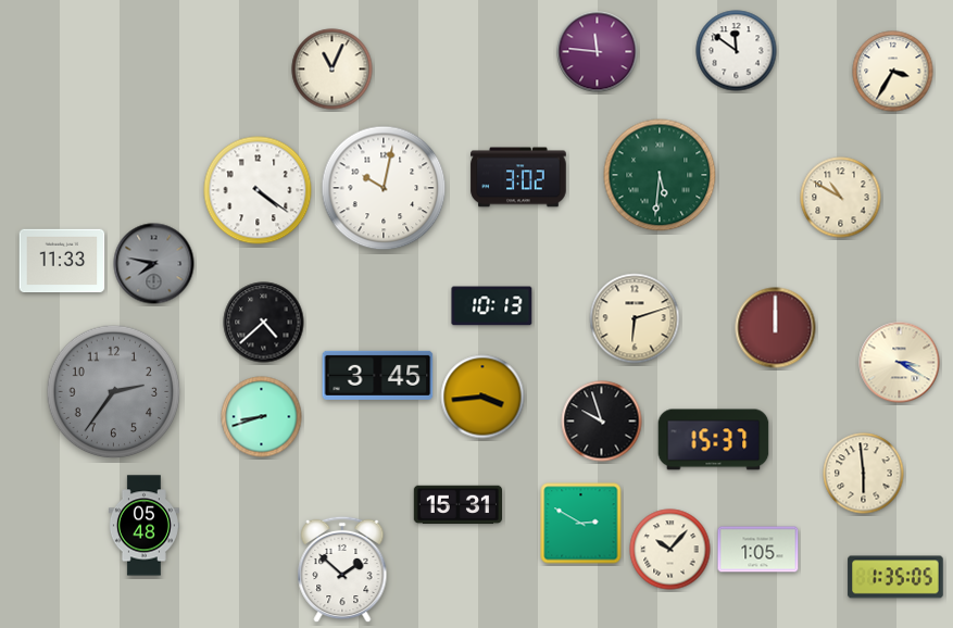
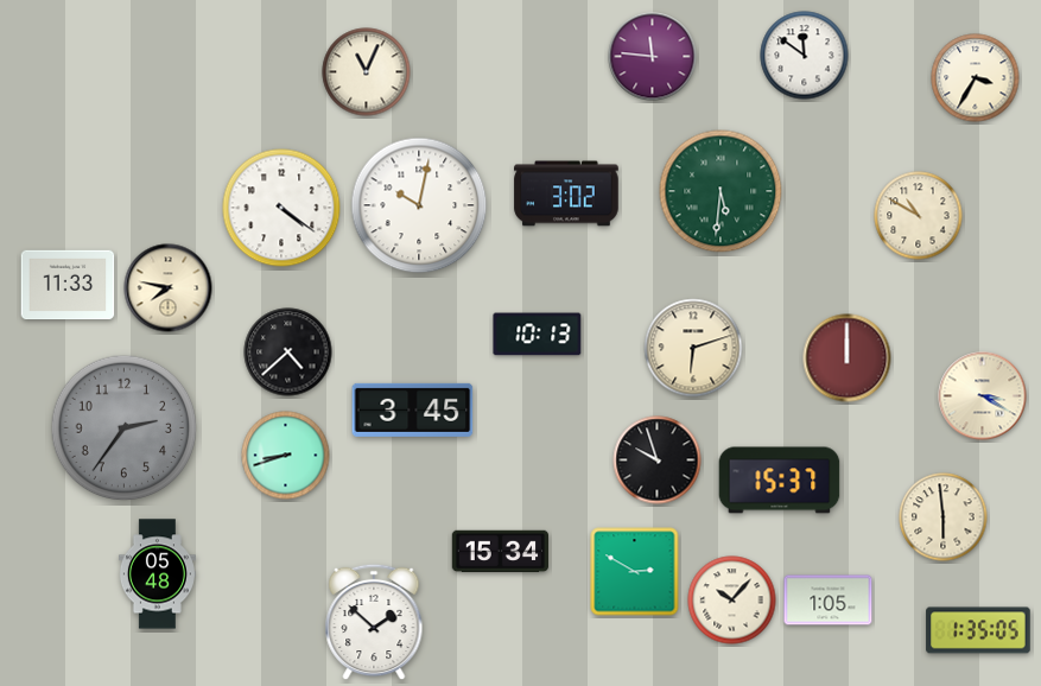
clock at (333, 70) position: (333, 70) -> (367, 72)
clock at (154, 264) dial: grey -> cream
clock at (482, 397): 3:44 -> none
clock at (457, 505): 15:31 -> 15:34
